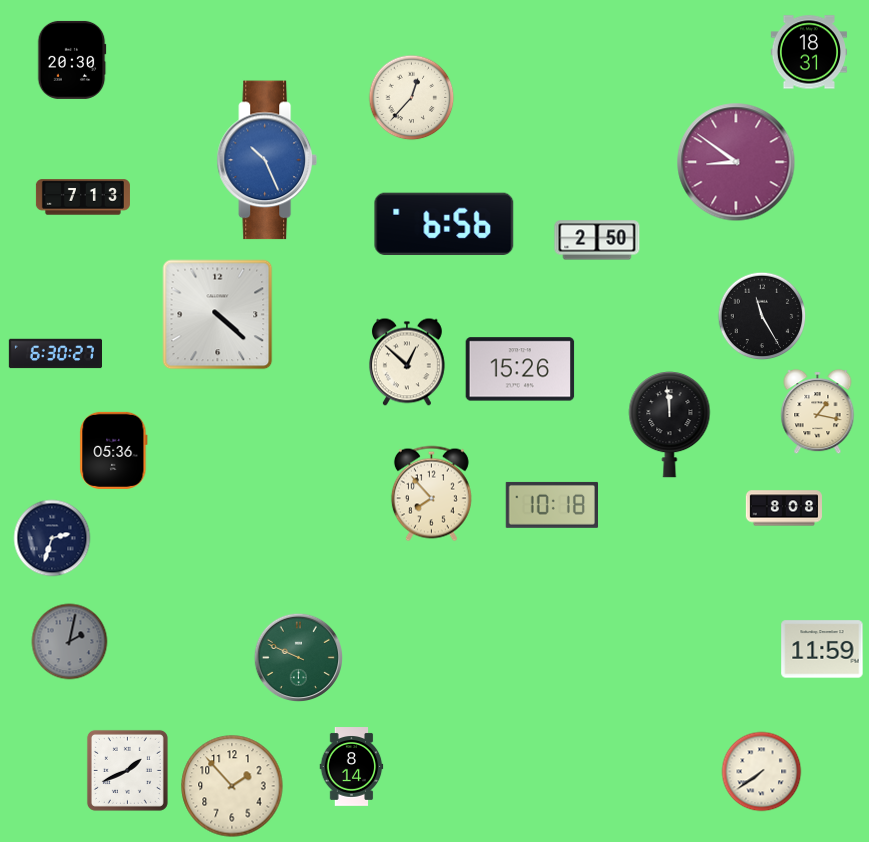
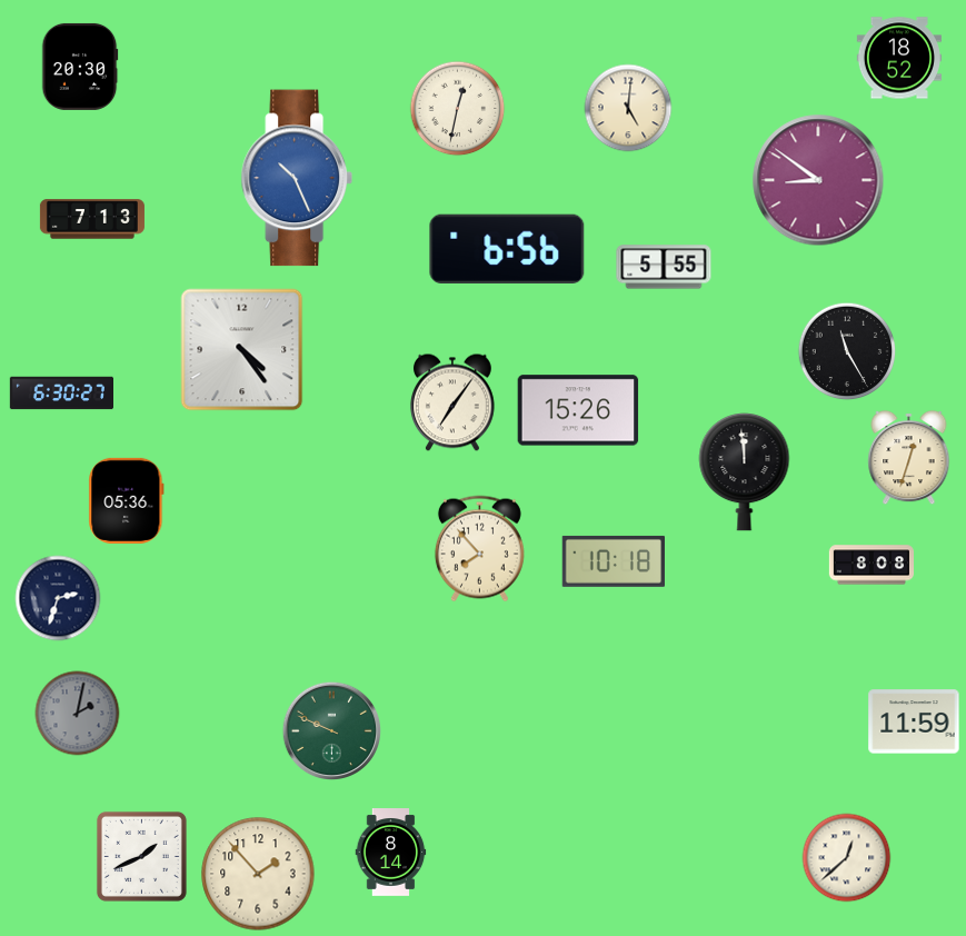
clock at (809, 52): 18:31 -> 18:52
clock at (628, 108): none -> 5:01
clock at (412, 98): 12:37 -> 12:32
clock at (444, 223) position: (444, 223) -> (507, 248)
clock at (597, 240): 2:50 -> 5:55
clock at (218, 315): 4:22 -> 4:24
clock at (407, 362): 12:52 -> 7:06
clock at (818, 412): 1:17 -> 12:33
clock at (762, 772): 7:39 -> 12:38
